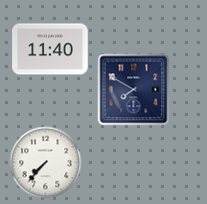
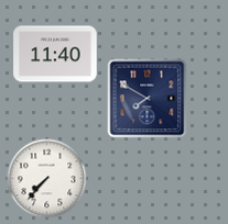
clock at (46, 163) position: (46, 163) -> (47, 179)
